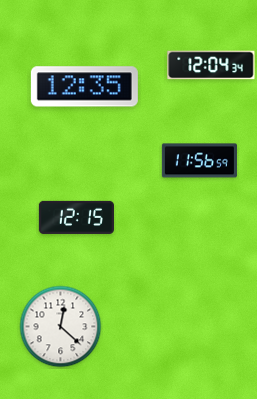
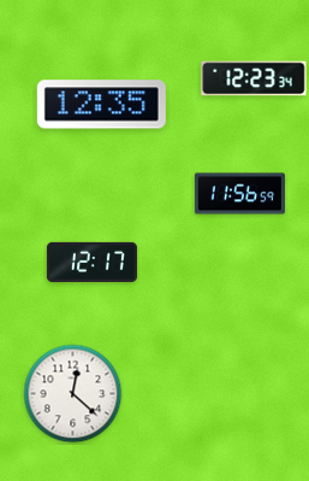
clock at (211, 65): 12:04 -> 12:23
clock at (76, 217): 12:15 -> 12:17
